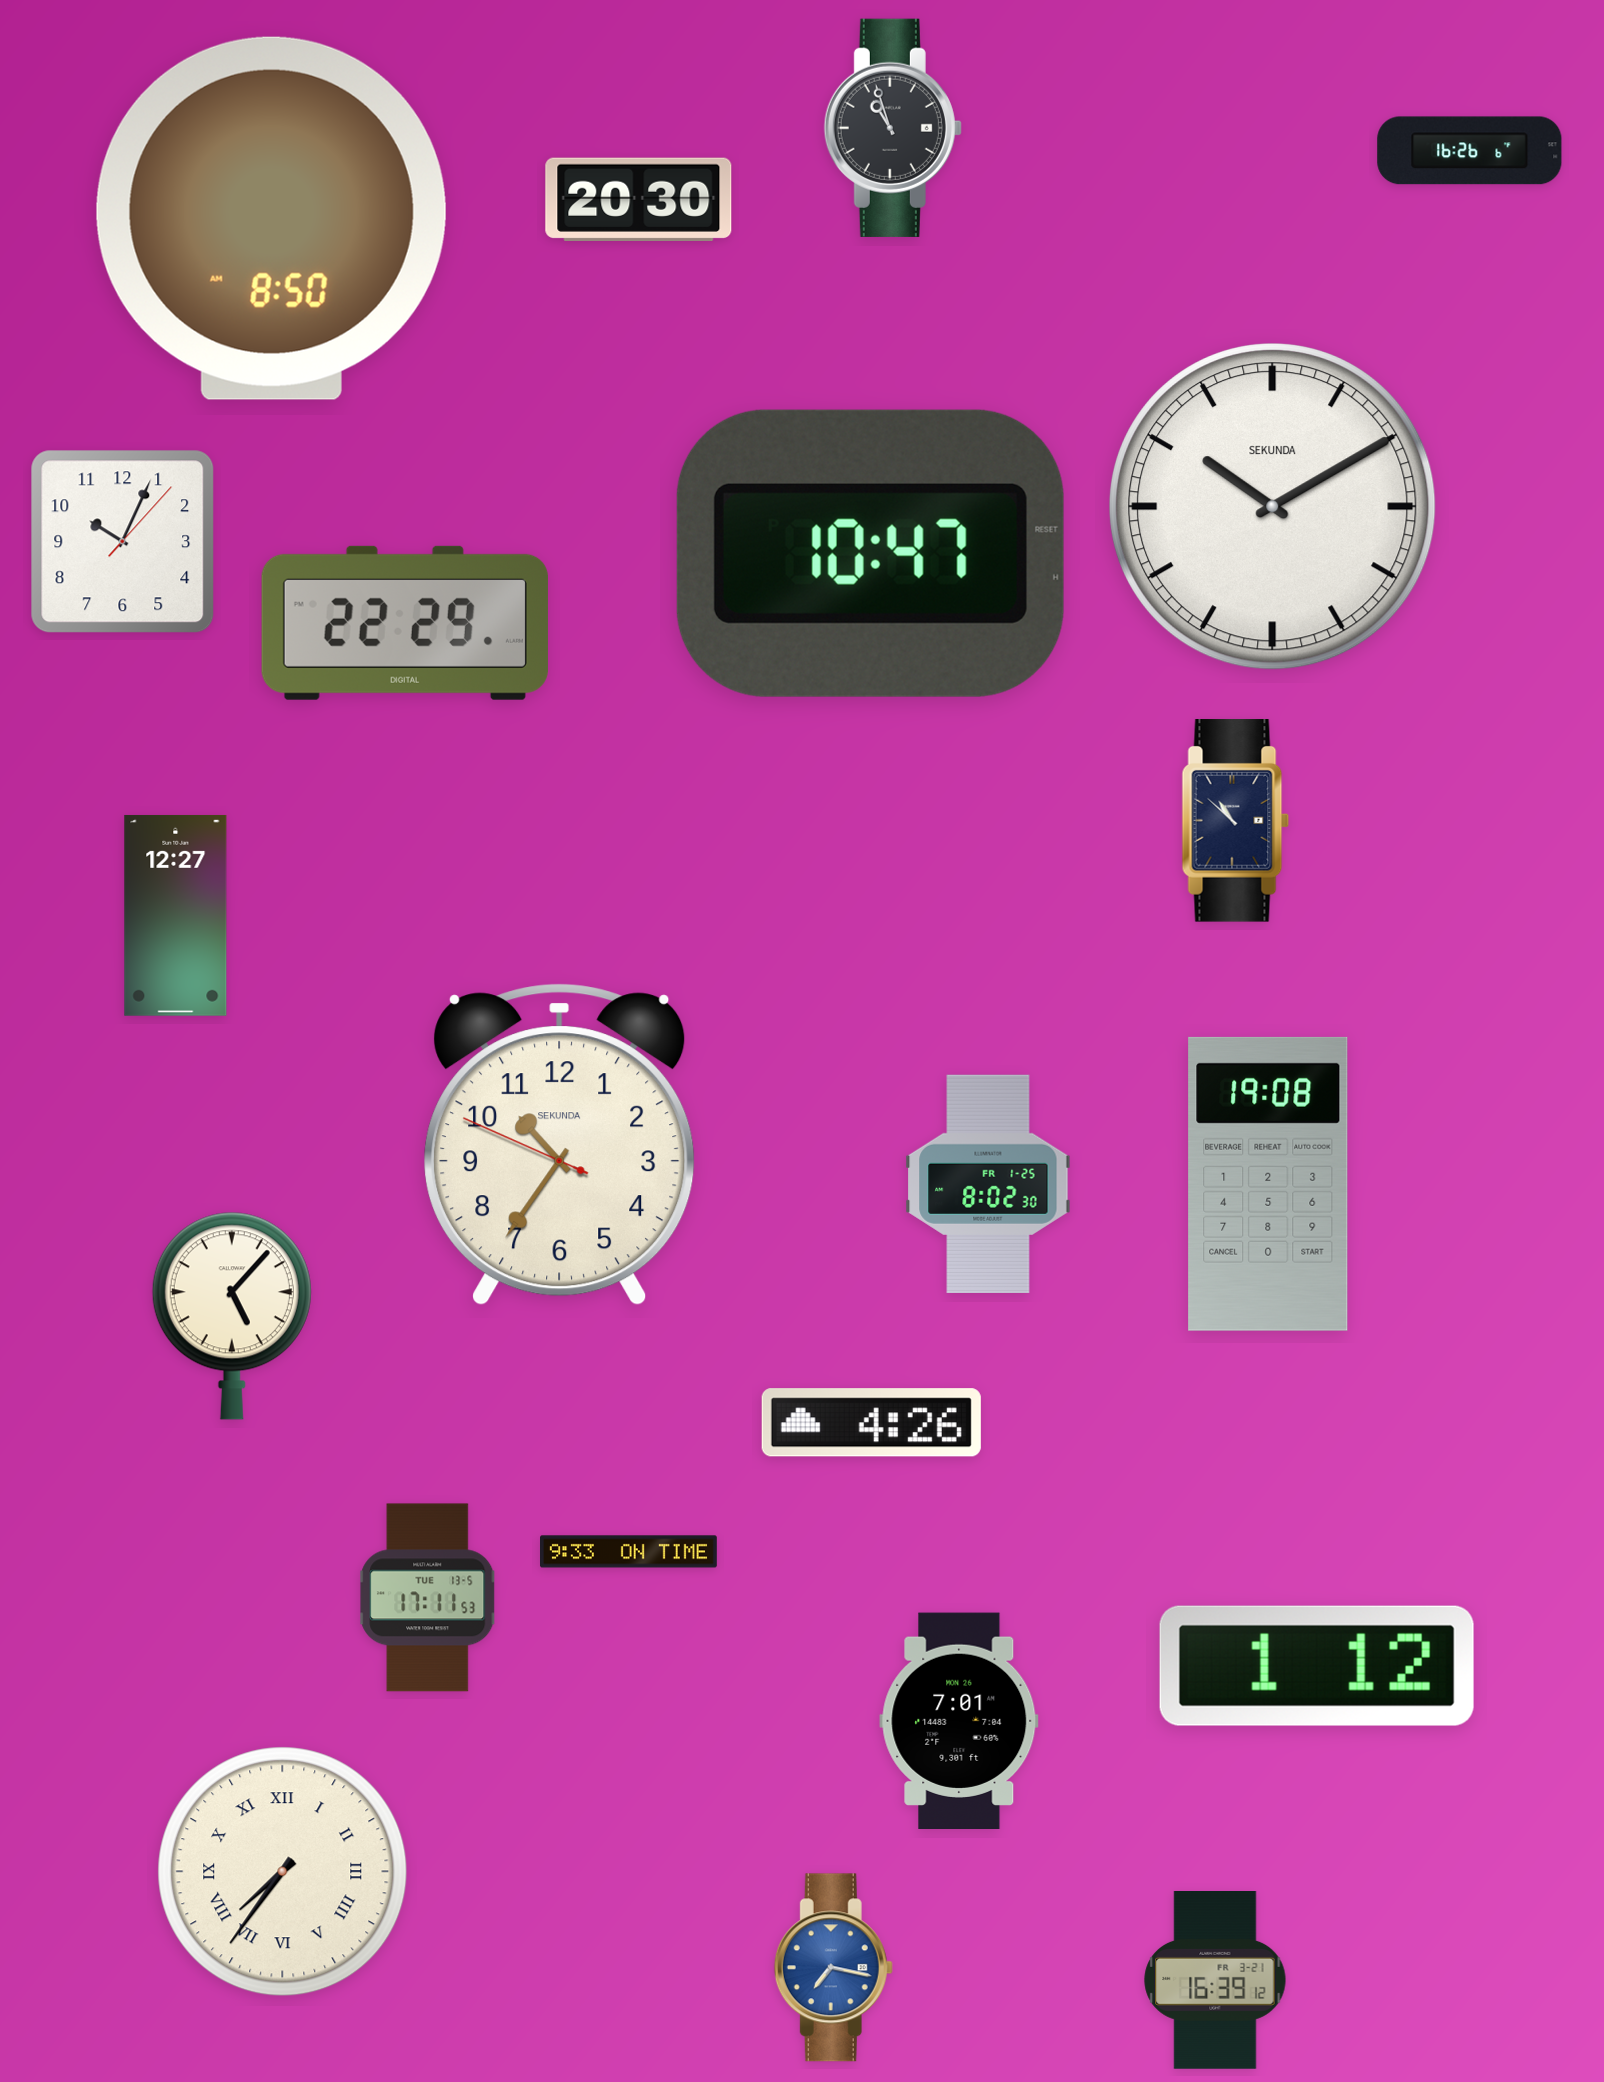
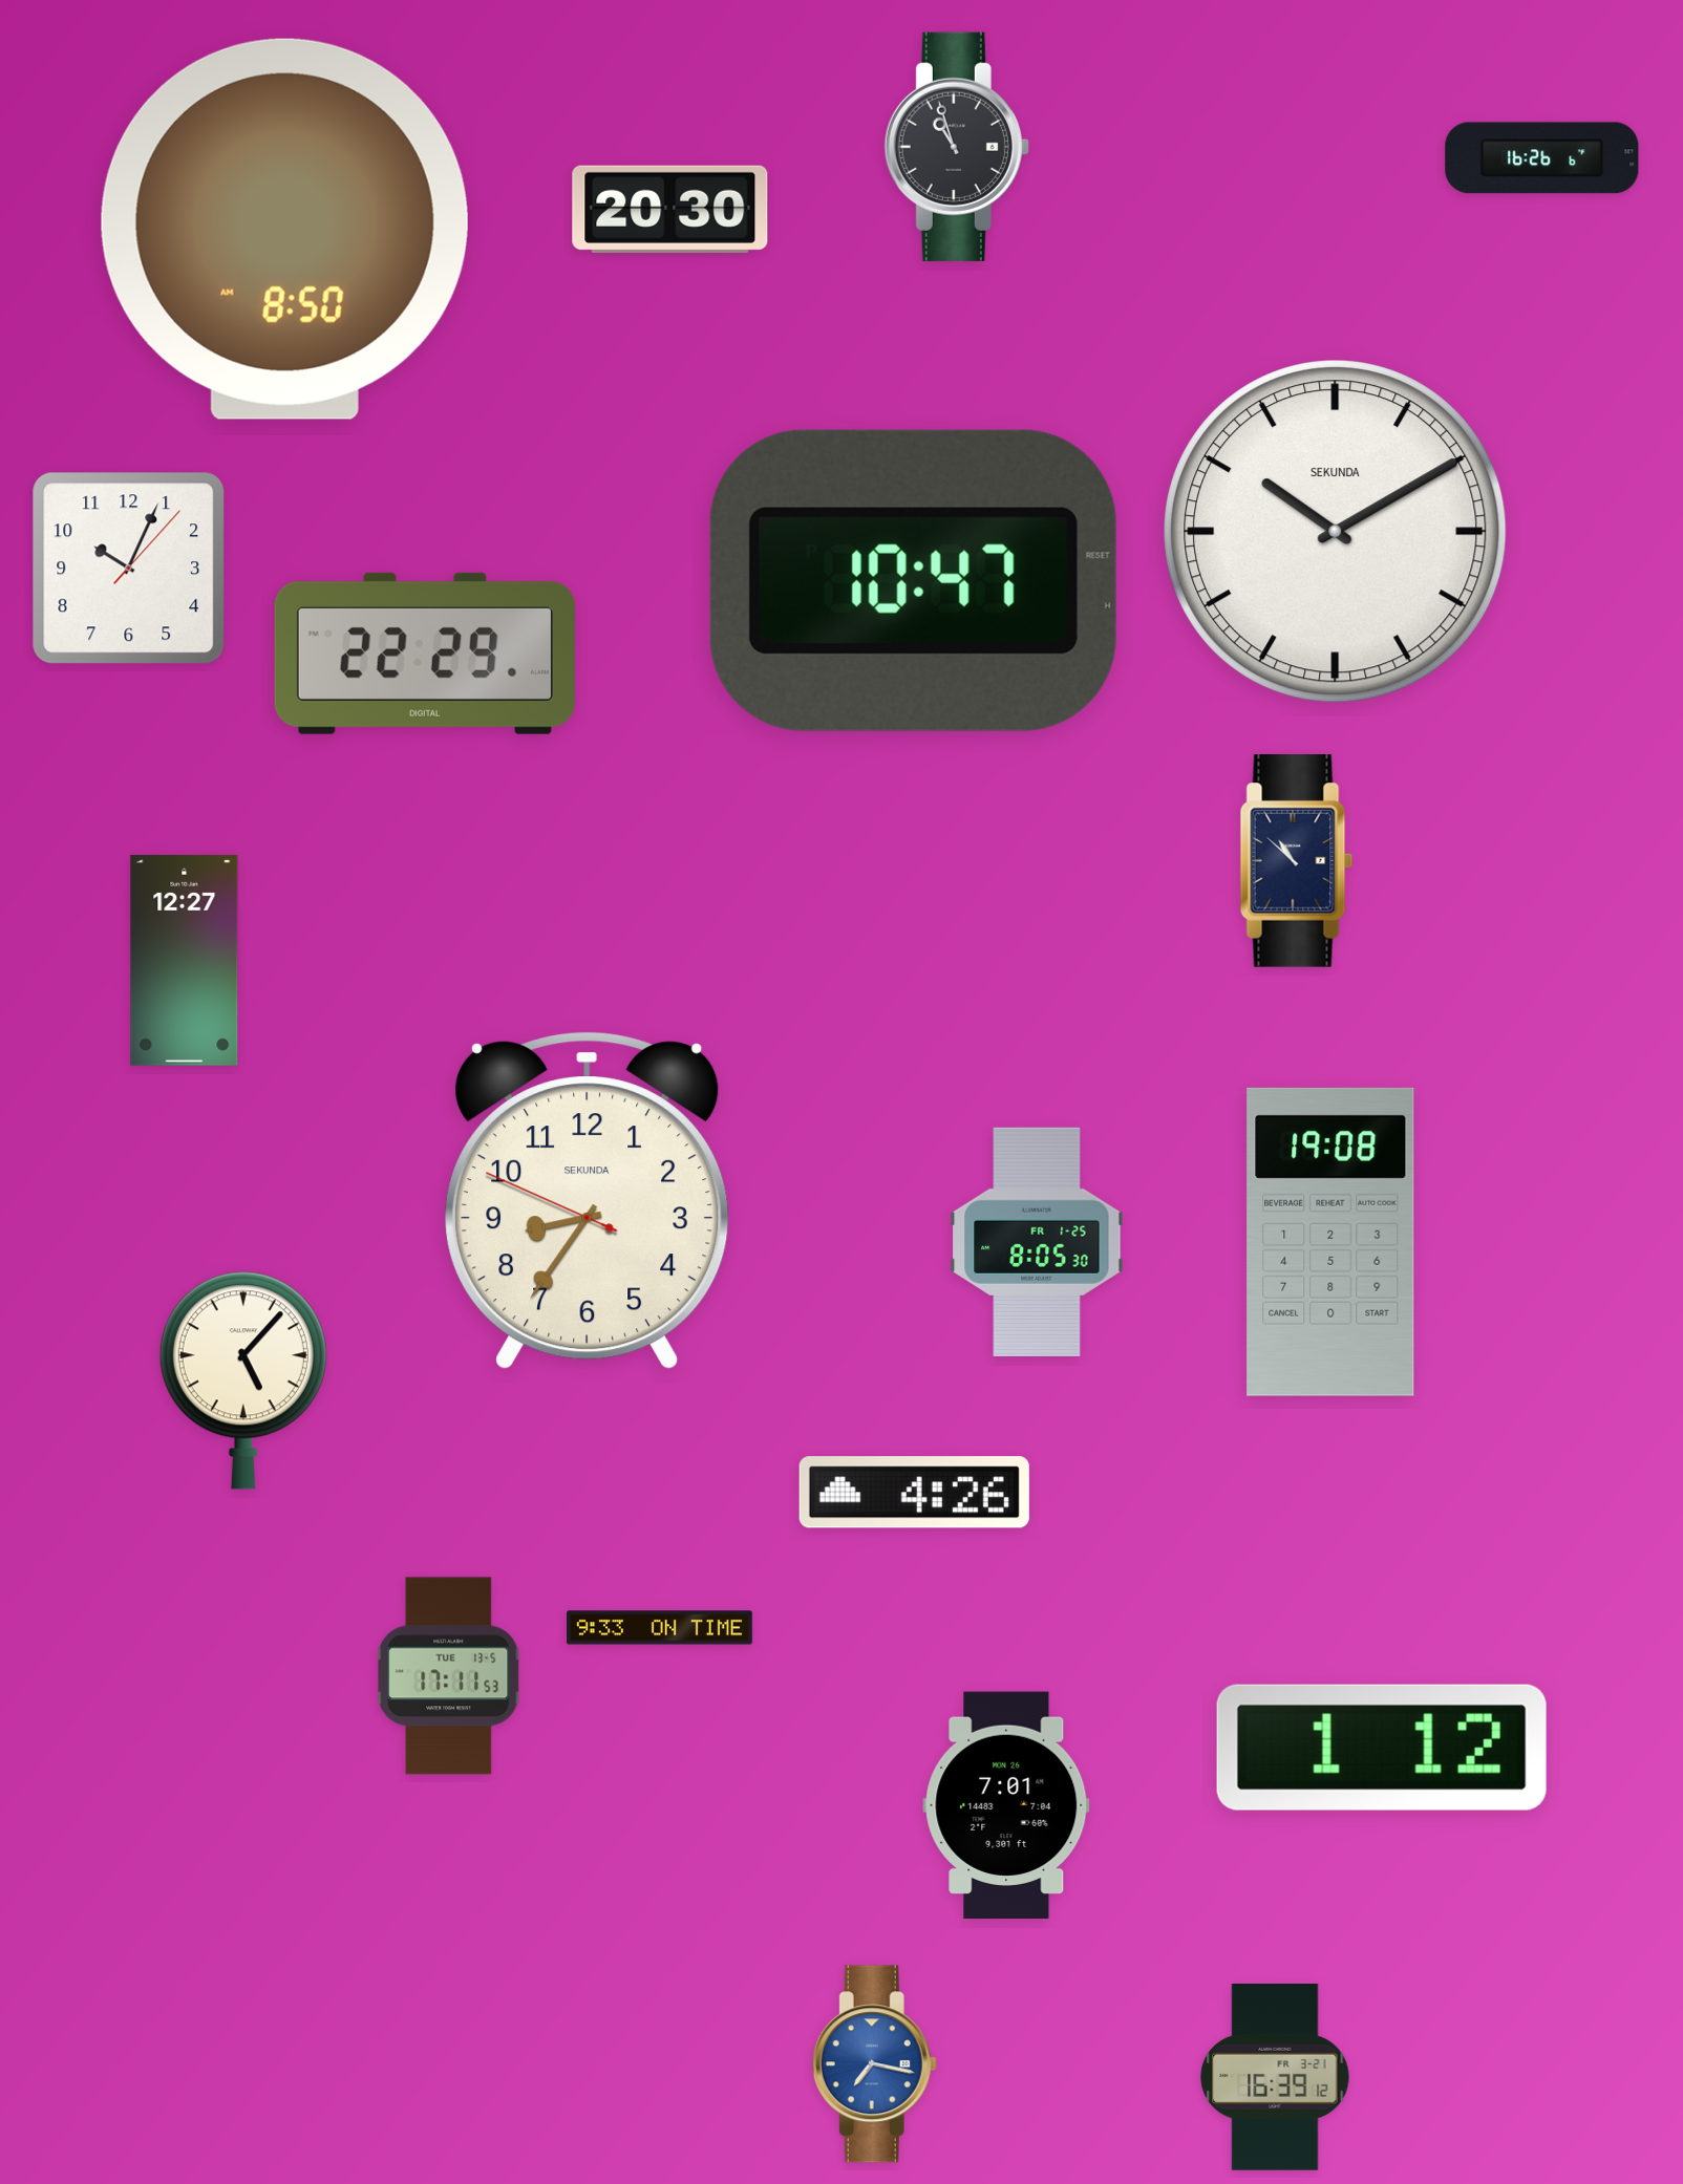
clock at (893, 128) position: (893, 128) -> (957, 147)
clock at (560, 1145): 10:35 -> 8:35
clock at (988, 1184): 8:02 -> 8:05
clock at (283, 1872): 7:36 -> none
